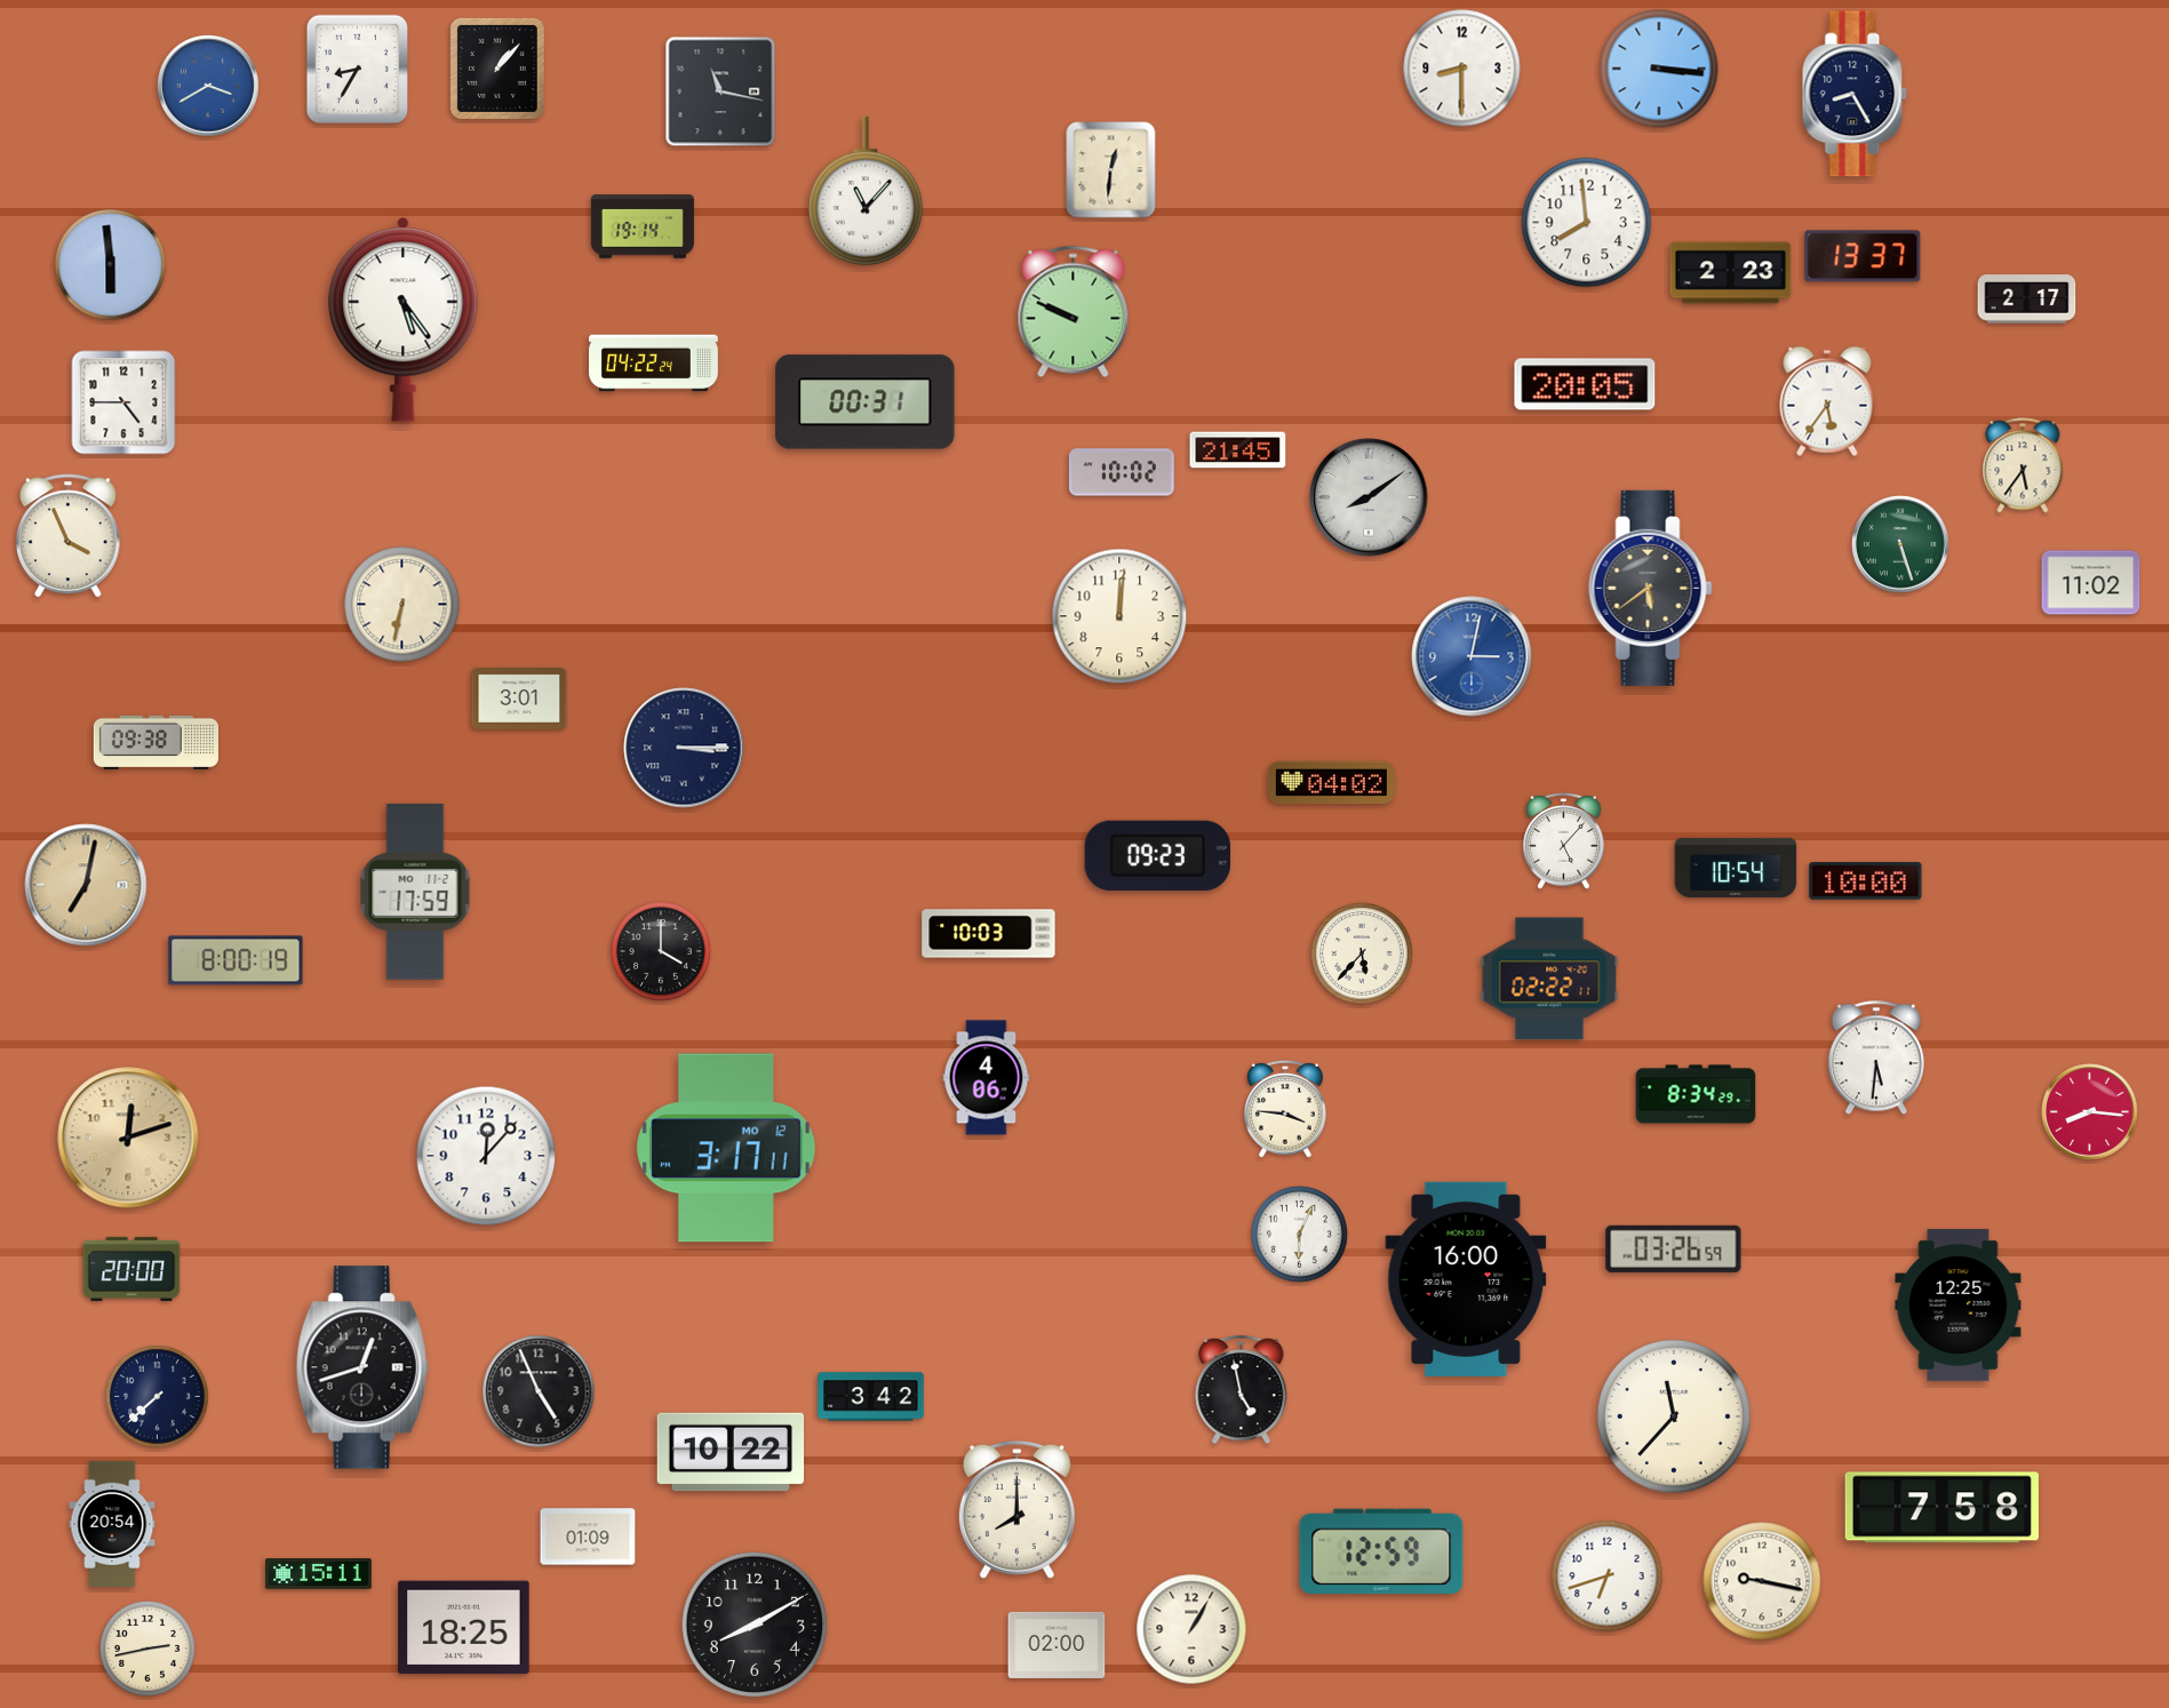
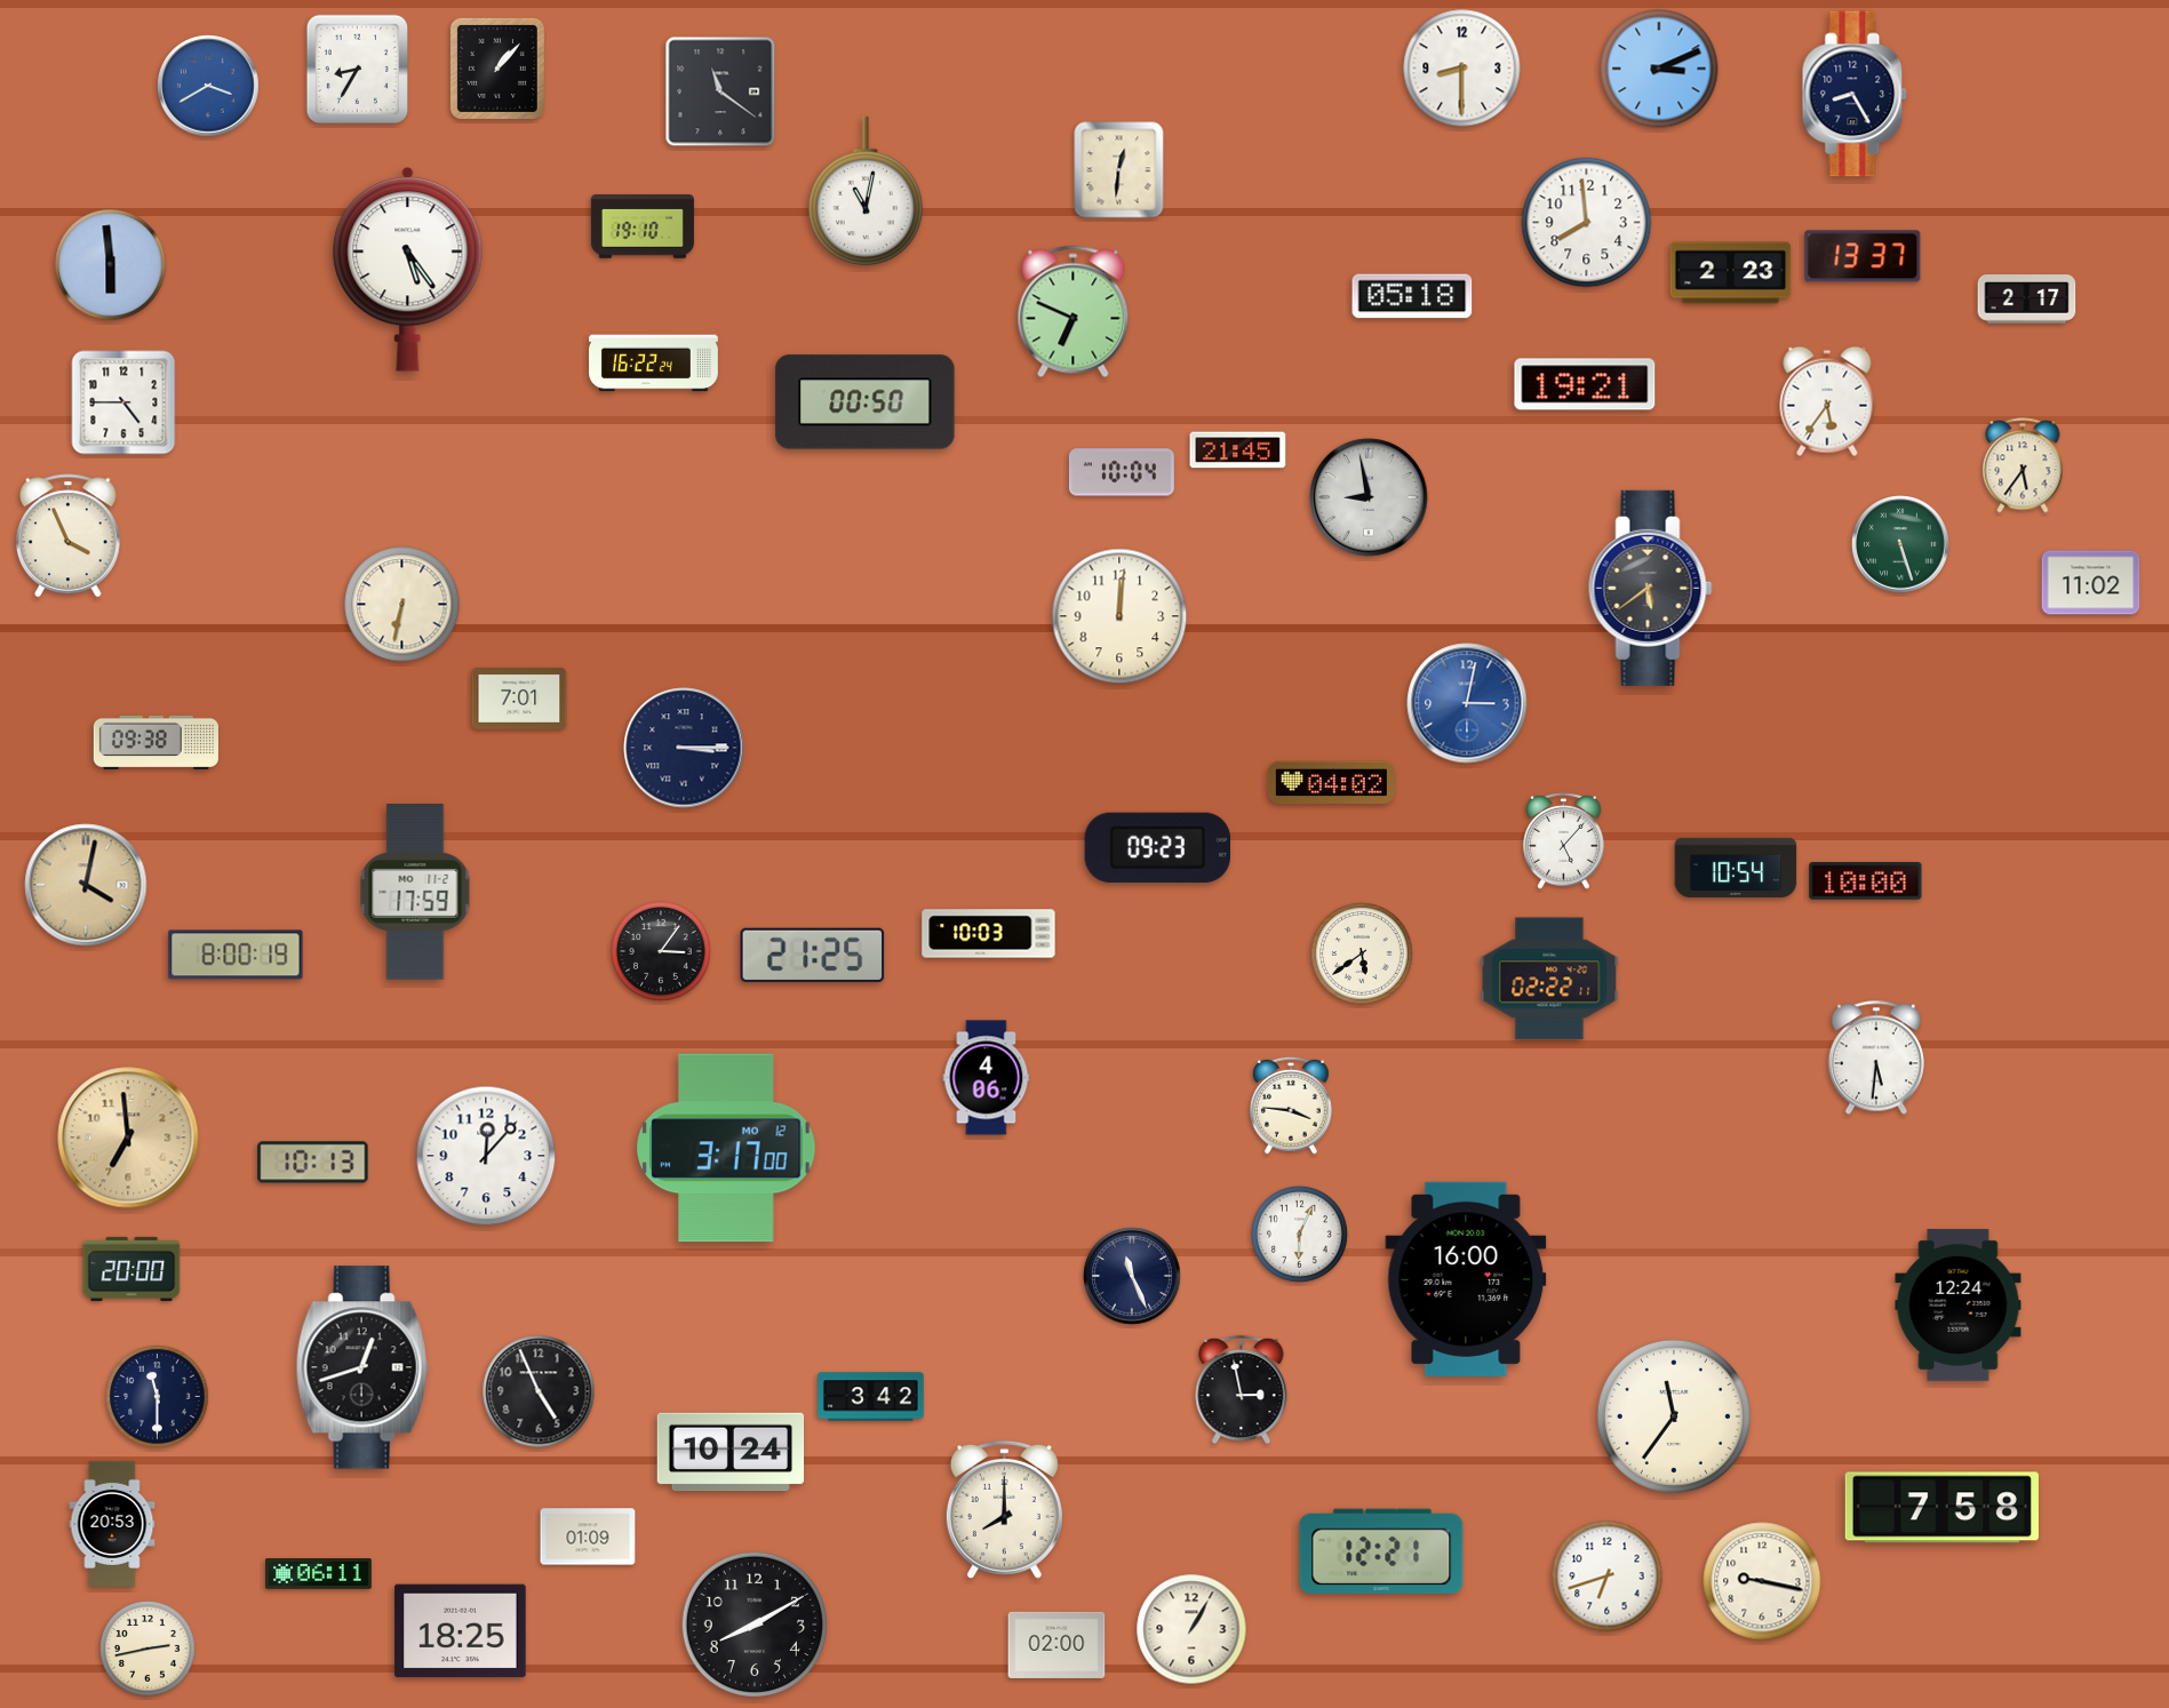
clock at (1659, 69): 3:16 -> 3:11
clock at (720, 91): 11:17 -> 11:21
clock at (1111, 170) position: (1111, 170) -> (1119, 170)
clock at (866, 190): 11:07 -> 11:02
clock at (643, 226): 19:14 -> 19:10
clock at (1412, 296): none -> 05:18
clock at (1074, 312): 9:49 -> 6:49
clock at (404, 320) position: (404, 320) -> (408, 270)
clock at (654, 364): 04:22 -> 16:22
clock at (1585, 384): 20:05 -> 19:21
clock at (866, 402): 00:31 -> 00:50
clock at (1122, 472): 10:02 -> 10:04
clock at (1369, 497): 8:09 -> 8:58
clock at (1472, 656) position: (1472, 656) -> (1467, 703)
clock at (519, 699): 3:01 -> 7:01
clock at (1157, 855) position: (1157, 855) -> (1157, 847)
clock at (86, 885): 7:02 -> 4:02
clock at (662, 952): 4:00 -> 3:06
clock at (1362, 953): 5:37 -> 5:39
clock at (813, 955): none -> 21:25
clock at (236, 960) position: (236, 960) -> (236, 955)
clock at (1696, 1094): 8:34 -> none
clock at (1285, 1109) position: (1285, 1109) -> (1291, 1106)
clock at (2090, 1112): 8:16 -> none
clock at (128, 1138): 12:12 -> 6:59
clock at (726, 1148): 3:17:11 -> 3:17:00
clock at (313, 1163): none -> 10:13
clock at (1674, 1248): 03:26 -> none
clock at (1132, 1276): none -> 11:26
clock at (1959, 1304): 12:25 -> 12:24
clock at (1242, 1390): 4:58 -> 2:58
clock at (158, 1397): 7:38 -> 11:30
clock at (1674, 1416): 11:37 -> 11:36
clock at (731, 1452): 10:22 -> 10:24
clock at (1016, 1509) position: (1016, 1509) -> (1004, 1509)
clock at (112, 1524): 20:54 -> 20:53
clock at (1381, 1550): 12:59 -> 12:21
clock at (319, 1574): 15:11 -> 06:11
clock at (464, 1628) position: (464, 1628) -> (461, 1631)
